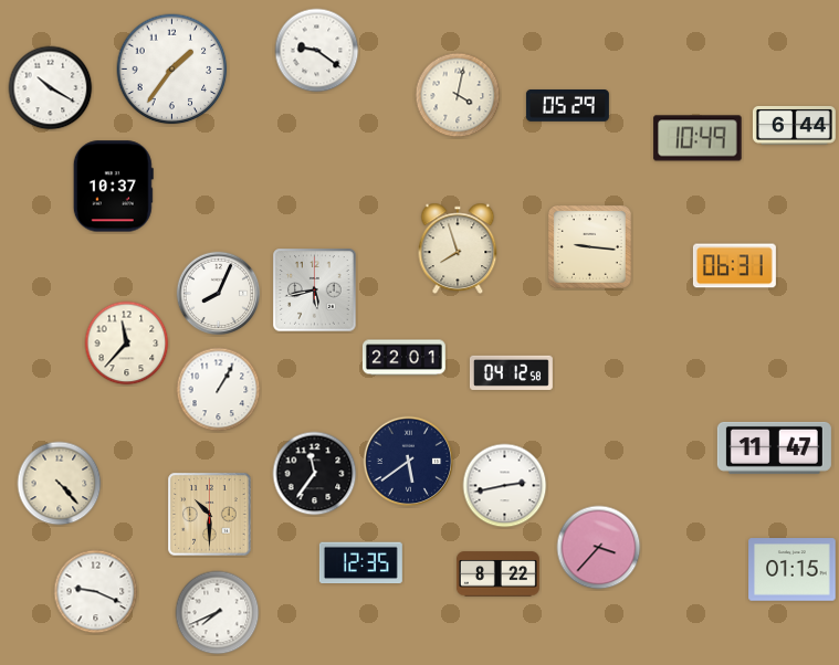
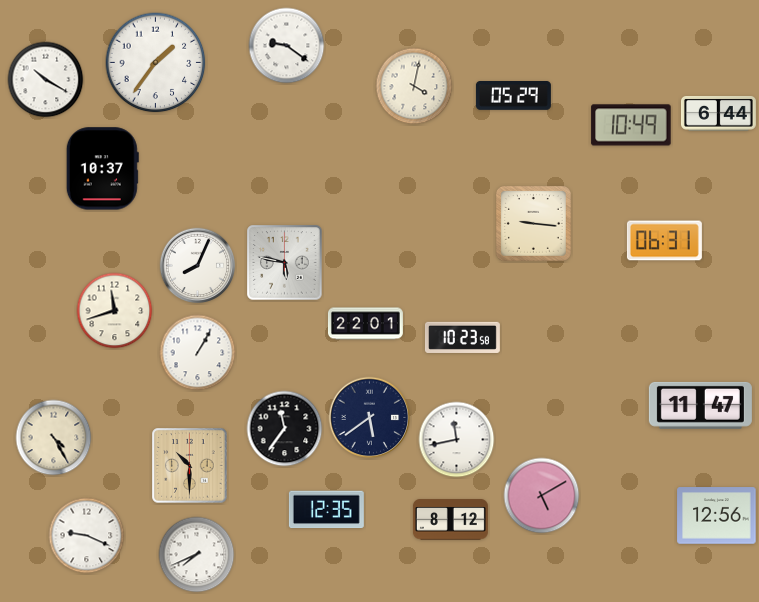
clock at (458, 249): 7:57 -> none
clock at (315, 291): 5:43 -> 5:47
clock at (127, 344): 11:37 -> 11:42
clock at (511, 372): 04:12 -> 10:23
clock at (60, 484): 4:23 -> 4:25
clock at (505, 486): 2:43 -> 11:43
clock at (599, 548): 3:37 -> 5:10
clock at (793, 570): 01:15 -> 12:56
clock at (497, 574): 8:22 -> 8:12
